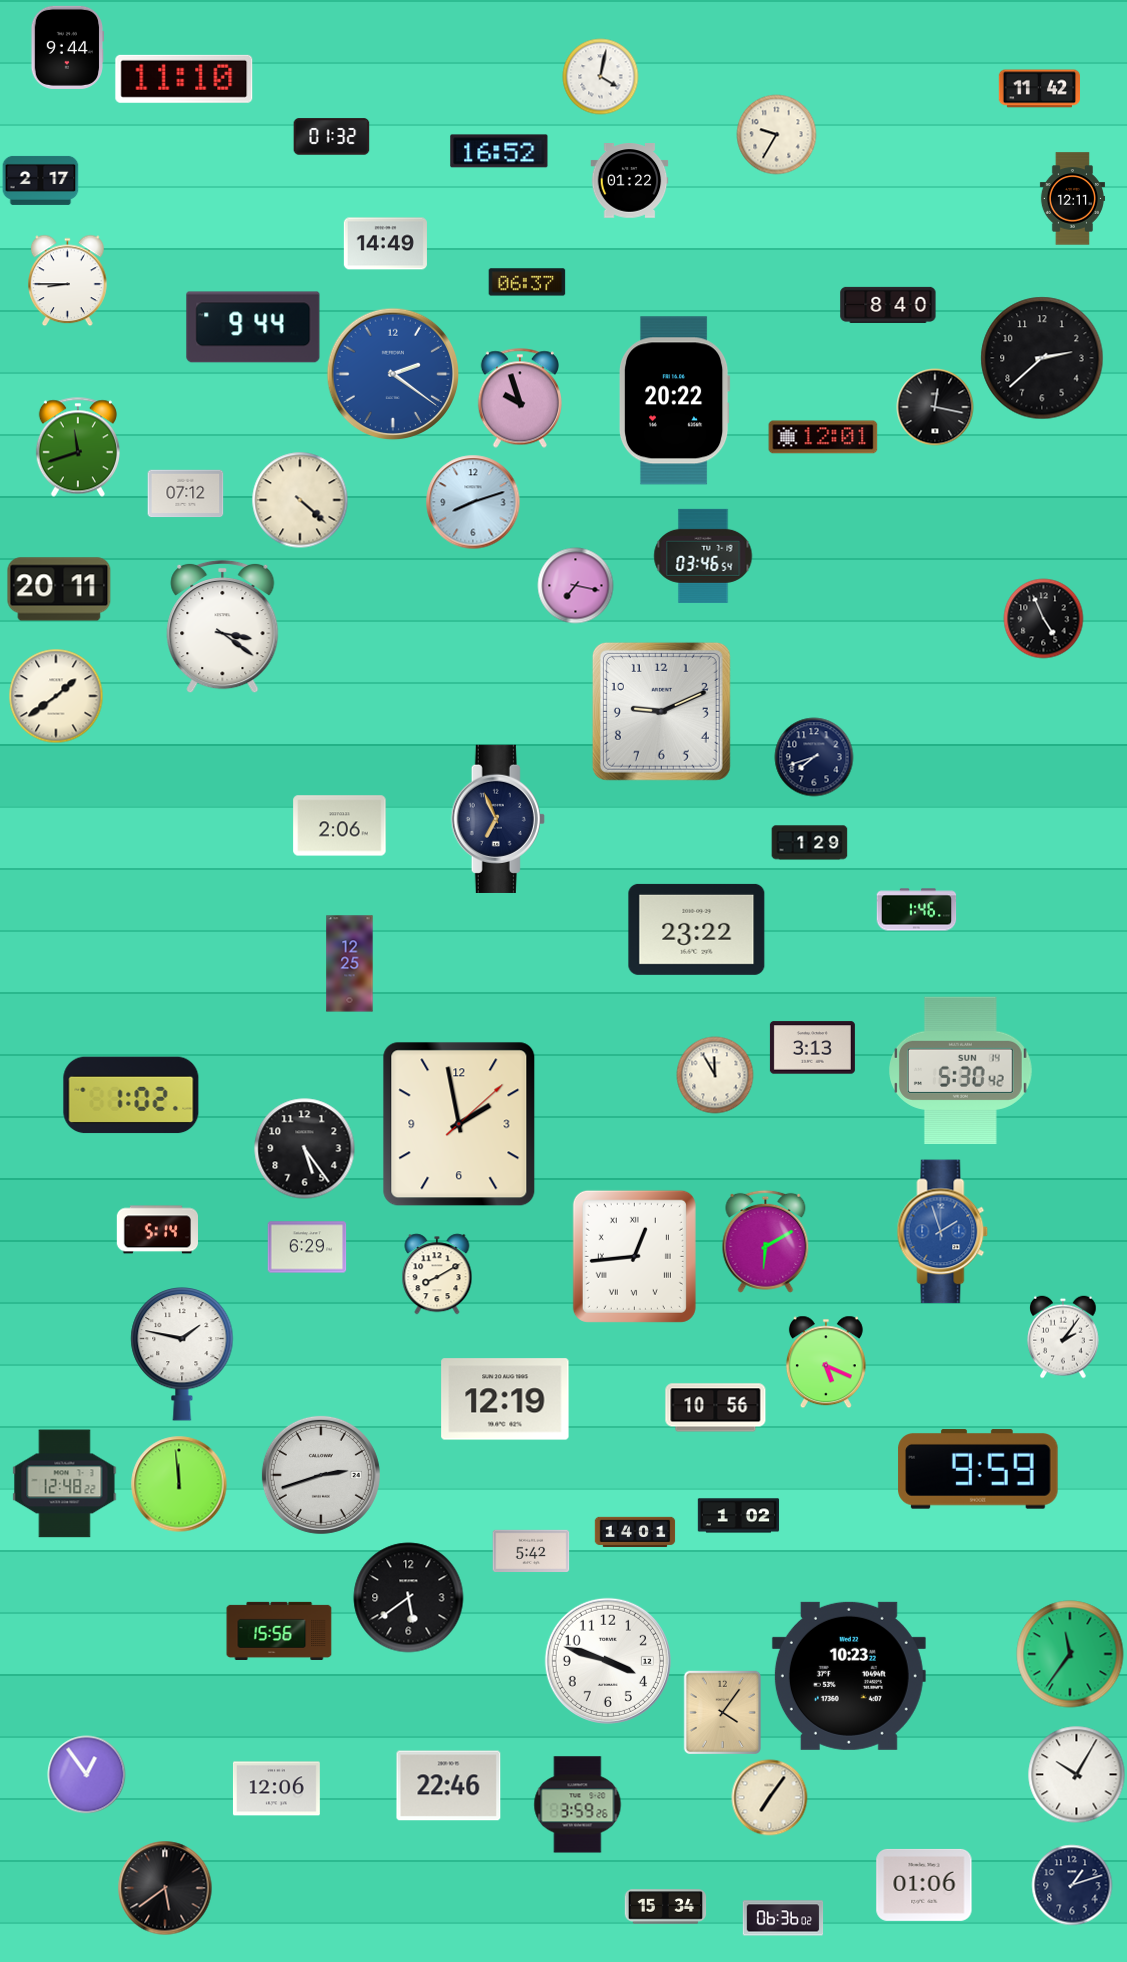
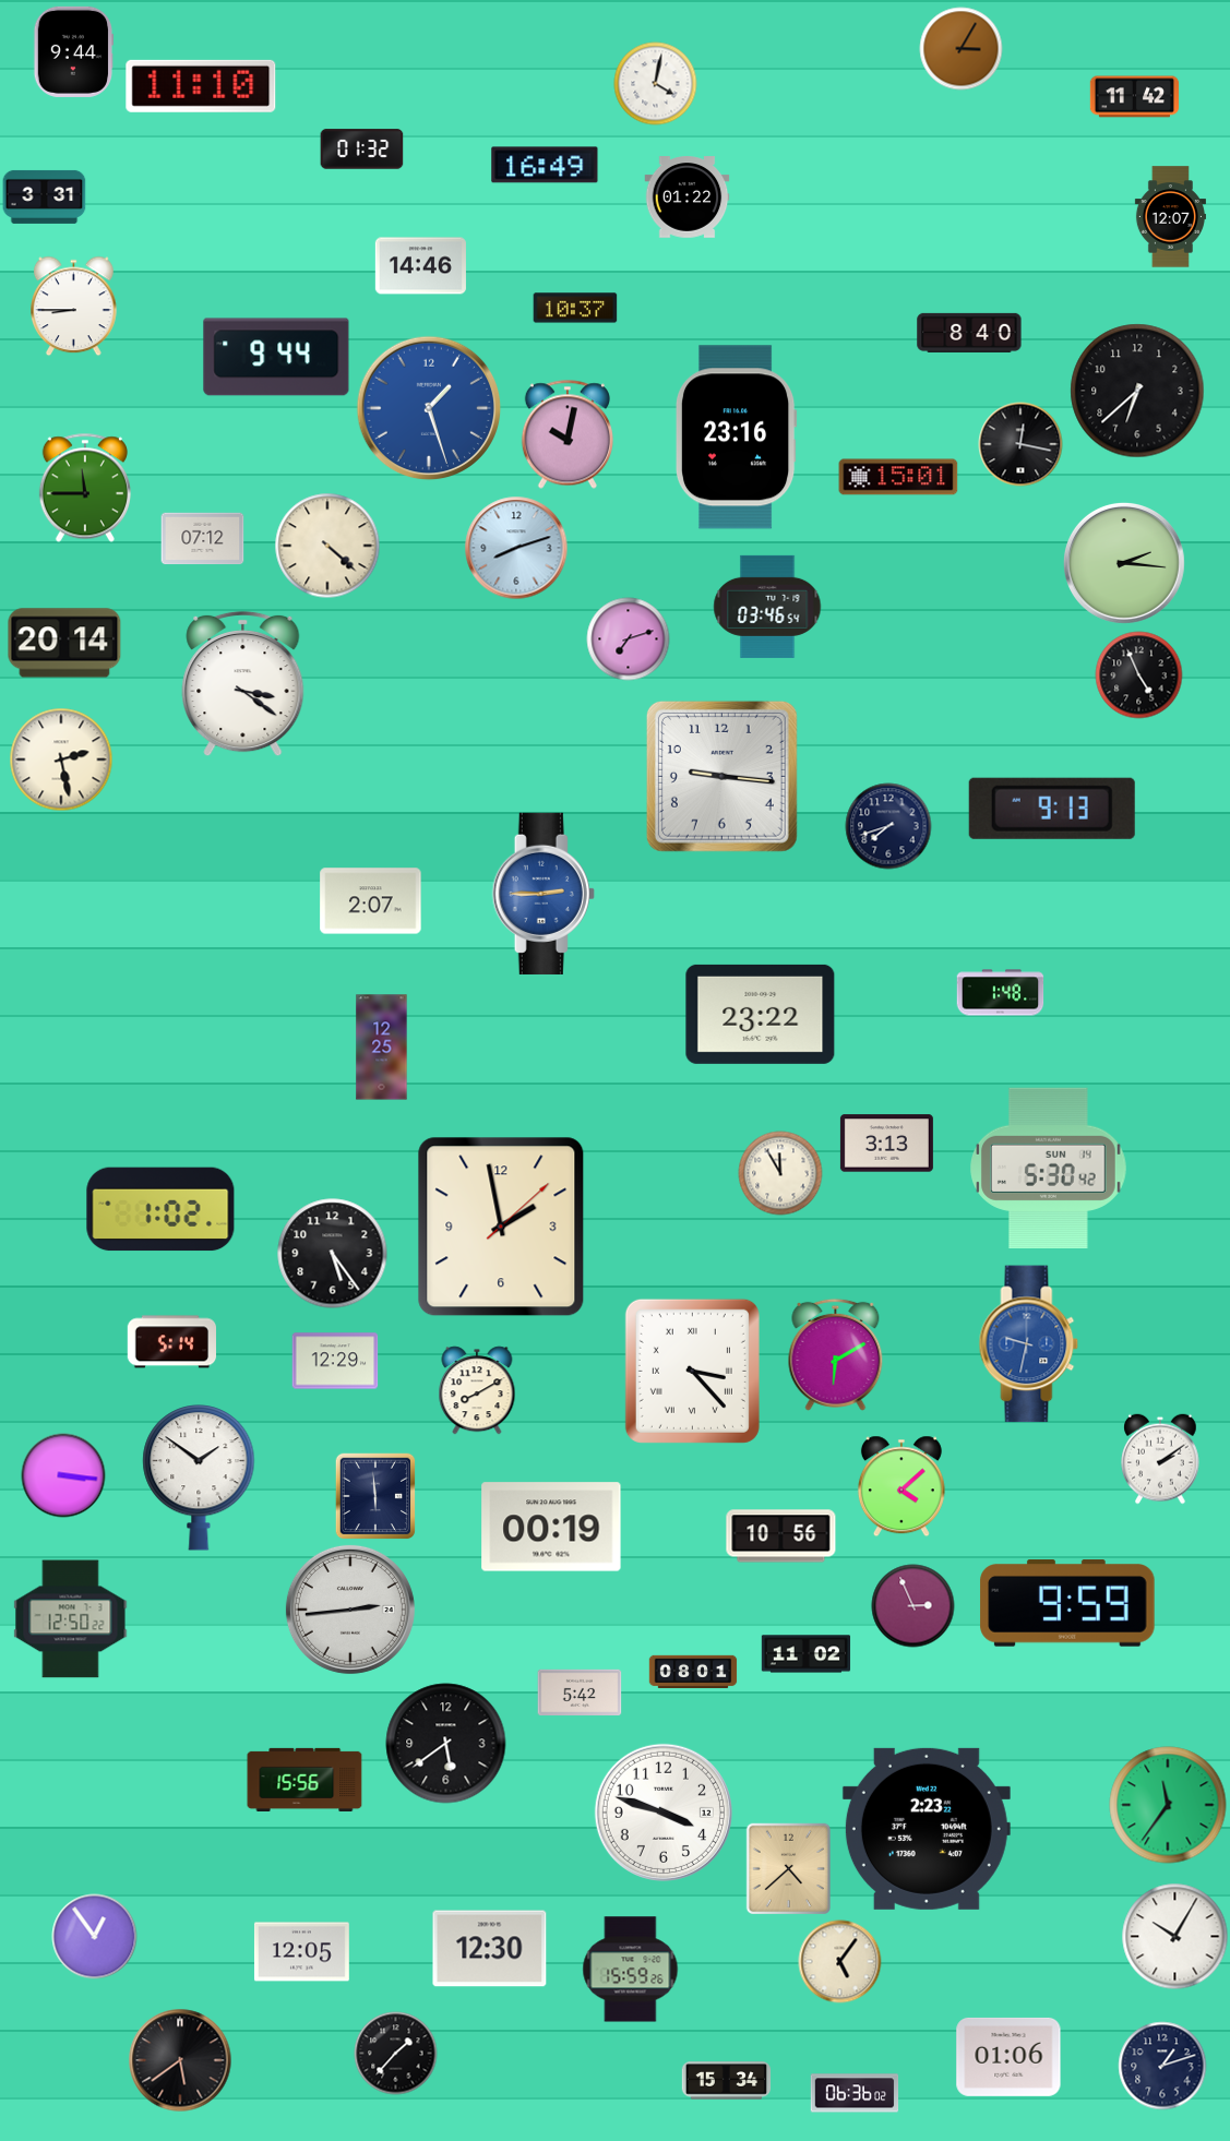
clock at (962, 49): none -> 3:05
clock at (777, 135): 9:35 -> none
clock at (499, 151): 16:52 -> 16:49
clock at (41, 180): 2:17 -> 3:31
clock at (1072, 199): 12:11 -> 12:07
clock at (385, 244): 14:49 -> 14:46
clock at (527, 282): 06:37 -> 10:37
clock at (1042, 358): 2:38 -> 6:38
clock at (393, 374): 2:21 -> 1:27
clock at (520, 398): 9:57 -> 10:02
clock at (674, 401): 20:22 -> 23:16
clock at (823, 437): 12:01 -> 15:01
clock at (78, 447): 11:42 -> 11:45
clock at (1124, 563): none -> 2:16
clock at (576, 586): 7:17 -> 7:12
clock at (59, 589): 20:11 -> 20:14
clock at (56, 696): 1:39 -> 2:28
clock at (661, 711): 9:11 -> 9:16
clock at (1052, 809): none -> 9:13
clock at (498, 819): 6:56 -> 2:45
clock at (498, 819) dial: navy -> blue
clock at (340, 826): 2:06 -> 2:07
clock at (810, 843): 1:29 -> none
clock at (917, 910): 1:46 -> 1:48
clock at (350, 964) position: (350, 964) -> (382, 1048)
clock at (131, 1095) position: (131, 1095) -> (160, 1209)
clock at (943, 1232): 1:57 -> 9:32
clock at (307, 1247): 6:29 -> 12:29
clock at (634, 1256): 12:44 -> 3:23
clock at (1063, 1337): 2:06 -> 2:09
clock at (63, 1475): none -> 3:16
clock at (182, 1354): 1:47 -> 1:51
clock at (826, 1362): 5:19 -> 4:08
clock at (375, 1496): none -> 5:59
clock at (505, 1399): 12:19 -> 00:19
clock at (913, 1606): none -> 2:56
clock at (321, 1475): 2:42 -> 2:44
clock at (65, 1484): 12:48 -> 12:50
clock at (179, 1484): 11:59 -> none
clock at (739, 1516): 1:02 -> 11:02
clock at (635, 1532): 14:01 -> 08:01
clock at (849, 1676): 10:23 -> 2:23
clock at (722, 1713): 4:06 -> 4:38
clock at (449, 1786): 22:46 -> 12:30
clock at (276, 1789): 12:06 -> 12:05
clock at (770, 1798): 7:06 -> 5:06
clock at (578, 1805): 3:59 -> 15:59
clock at (396, 2054): none -> 1:37
clock at (1072, 1885) position: (1072, 1885) -> (1162, 2066)
